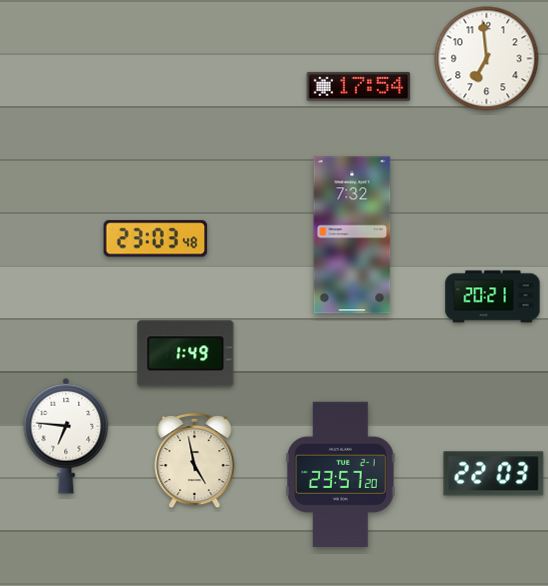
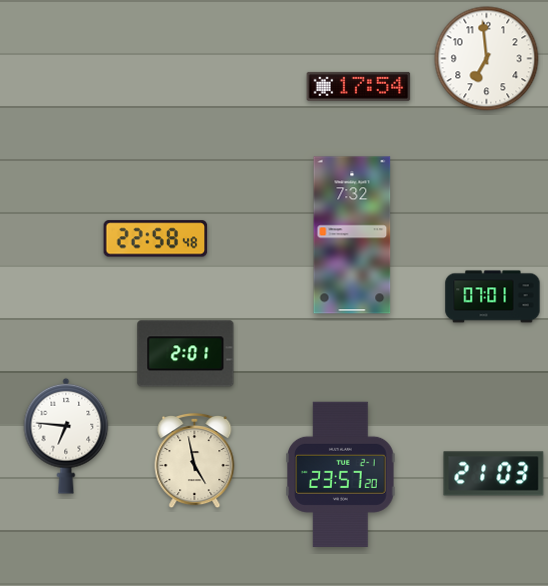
clock at (156, 239): 23:03 -> 22:58
clock at (493, 297): 20:21 -> 07:01
clock at (186, 354): 1:49 -> 2:01
clock at (494, 474): 22:03 -> 21:03
